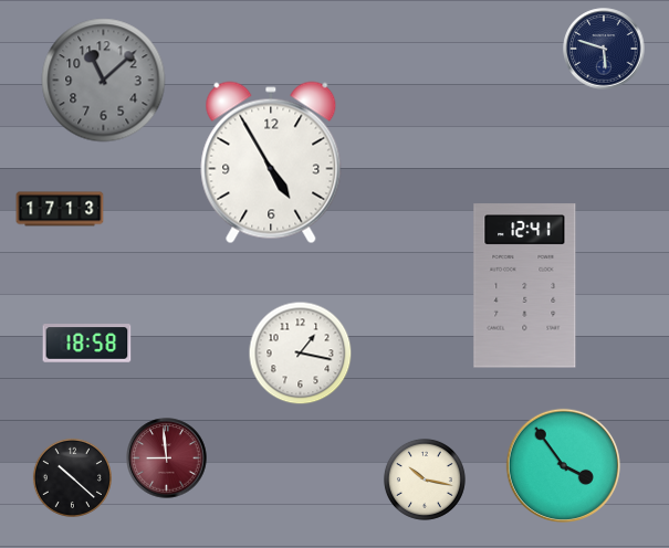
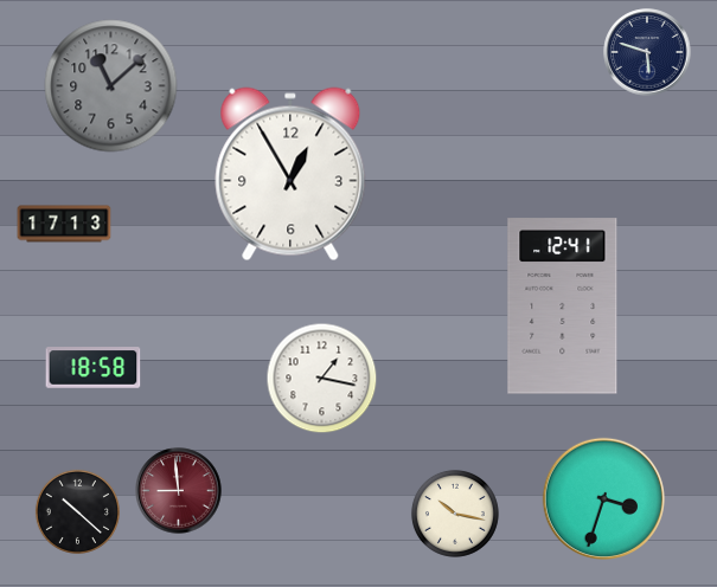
clock at (271, 162): 4:55 -> 12:55
clock at (563, 465): 3:54 -> 3:33
